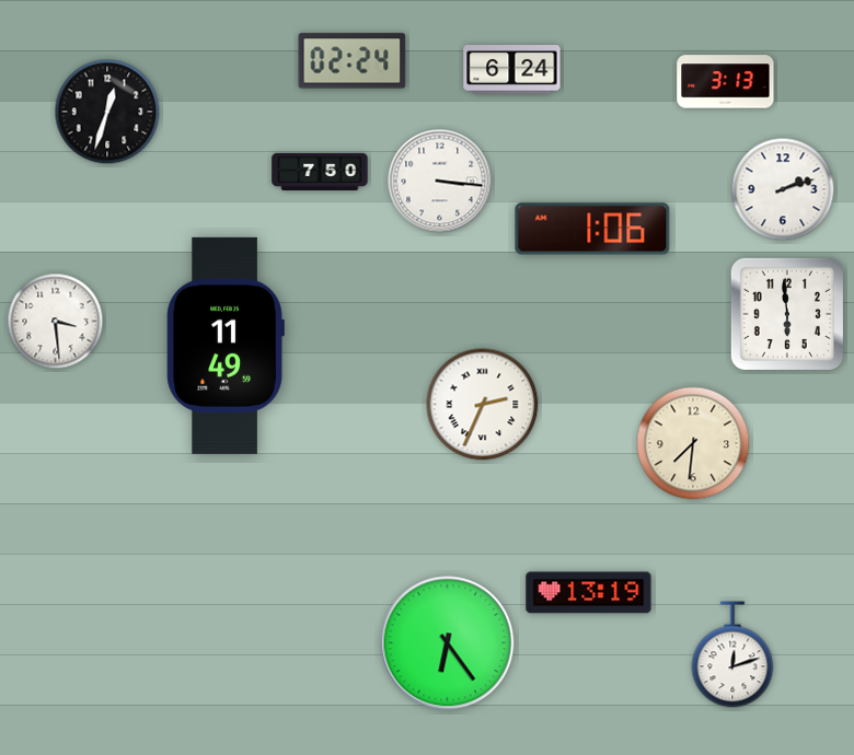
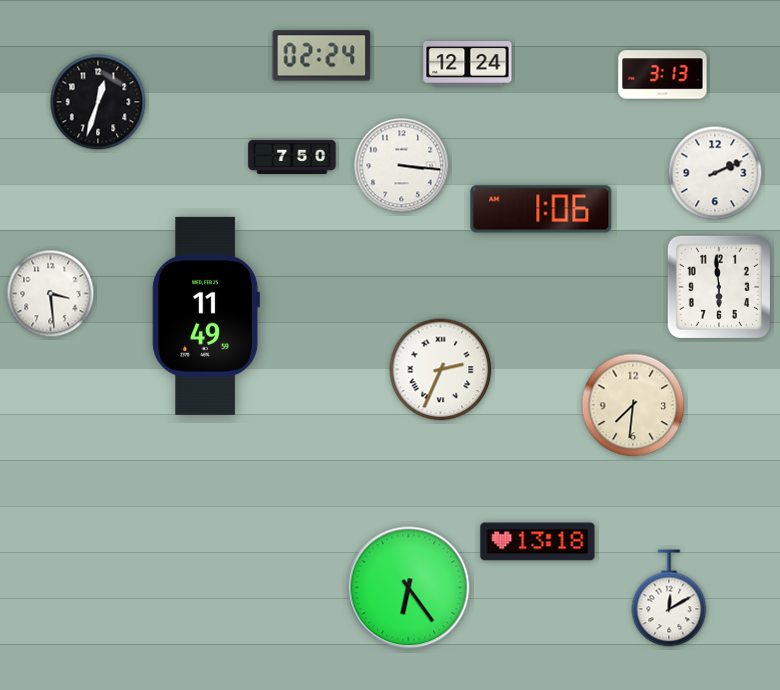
clock at (512, 70): 6:24 -> 12:24
clock at (783, 189): 2:12 -> 2:11
clock at (589, 593): 13:19 -> 13:18
clock at (732, 654): 12:12 -> 12:10
